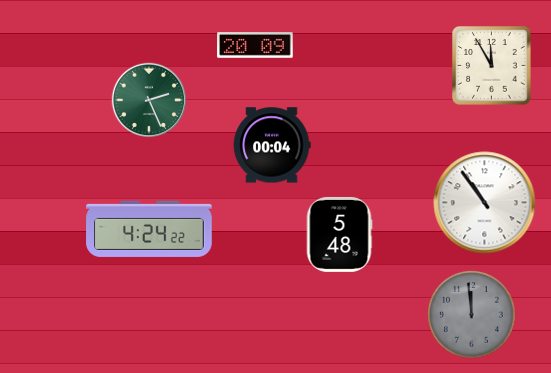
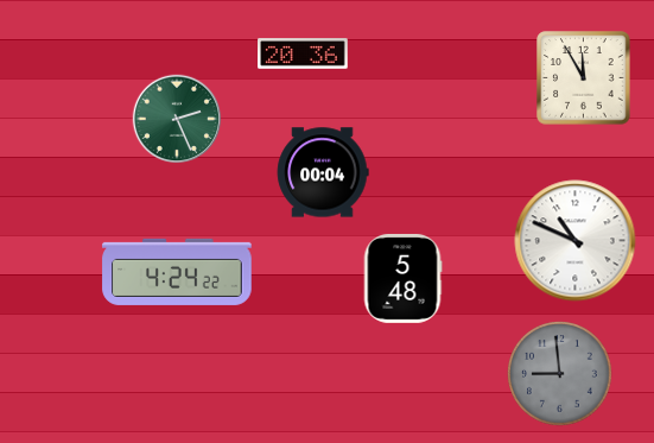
clock at (255, 45): 20:09 -> 20:36
clock at (485, 203): 10:54 -> 10:49
clock at (472, 315): 11:59 -> 8:59
